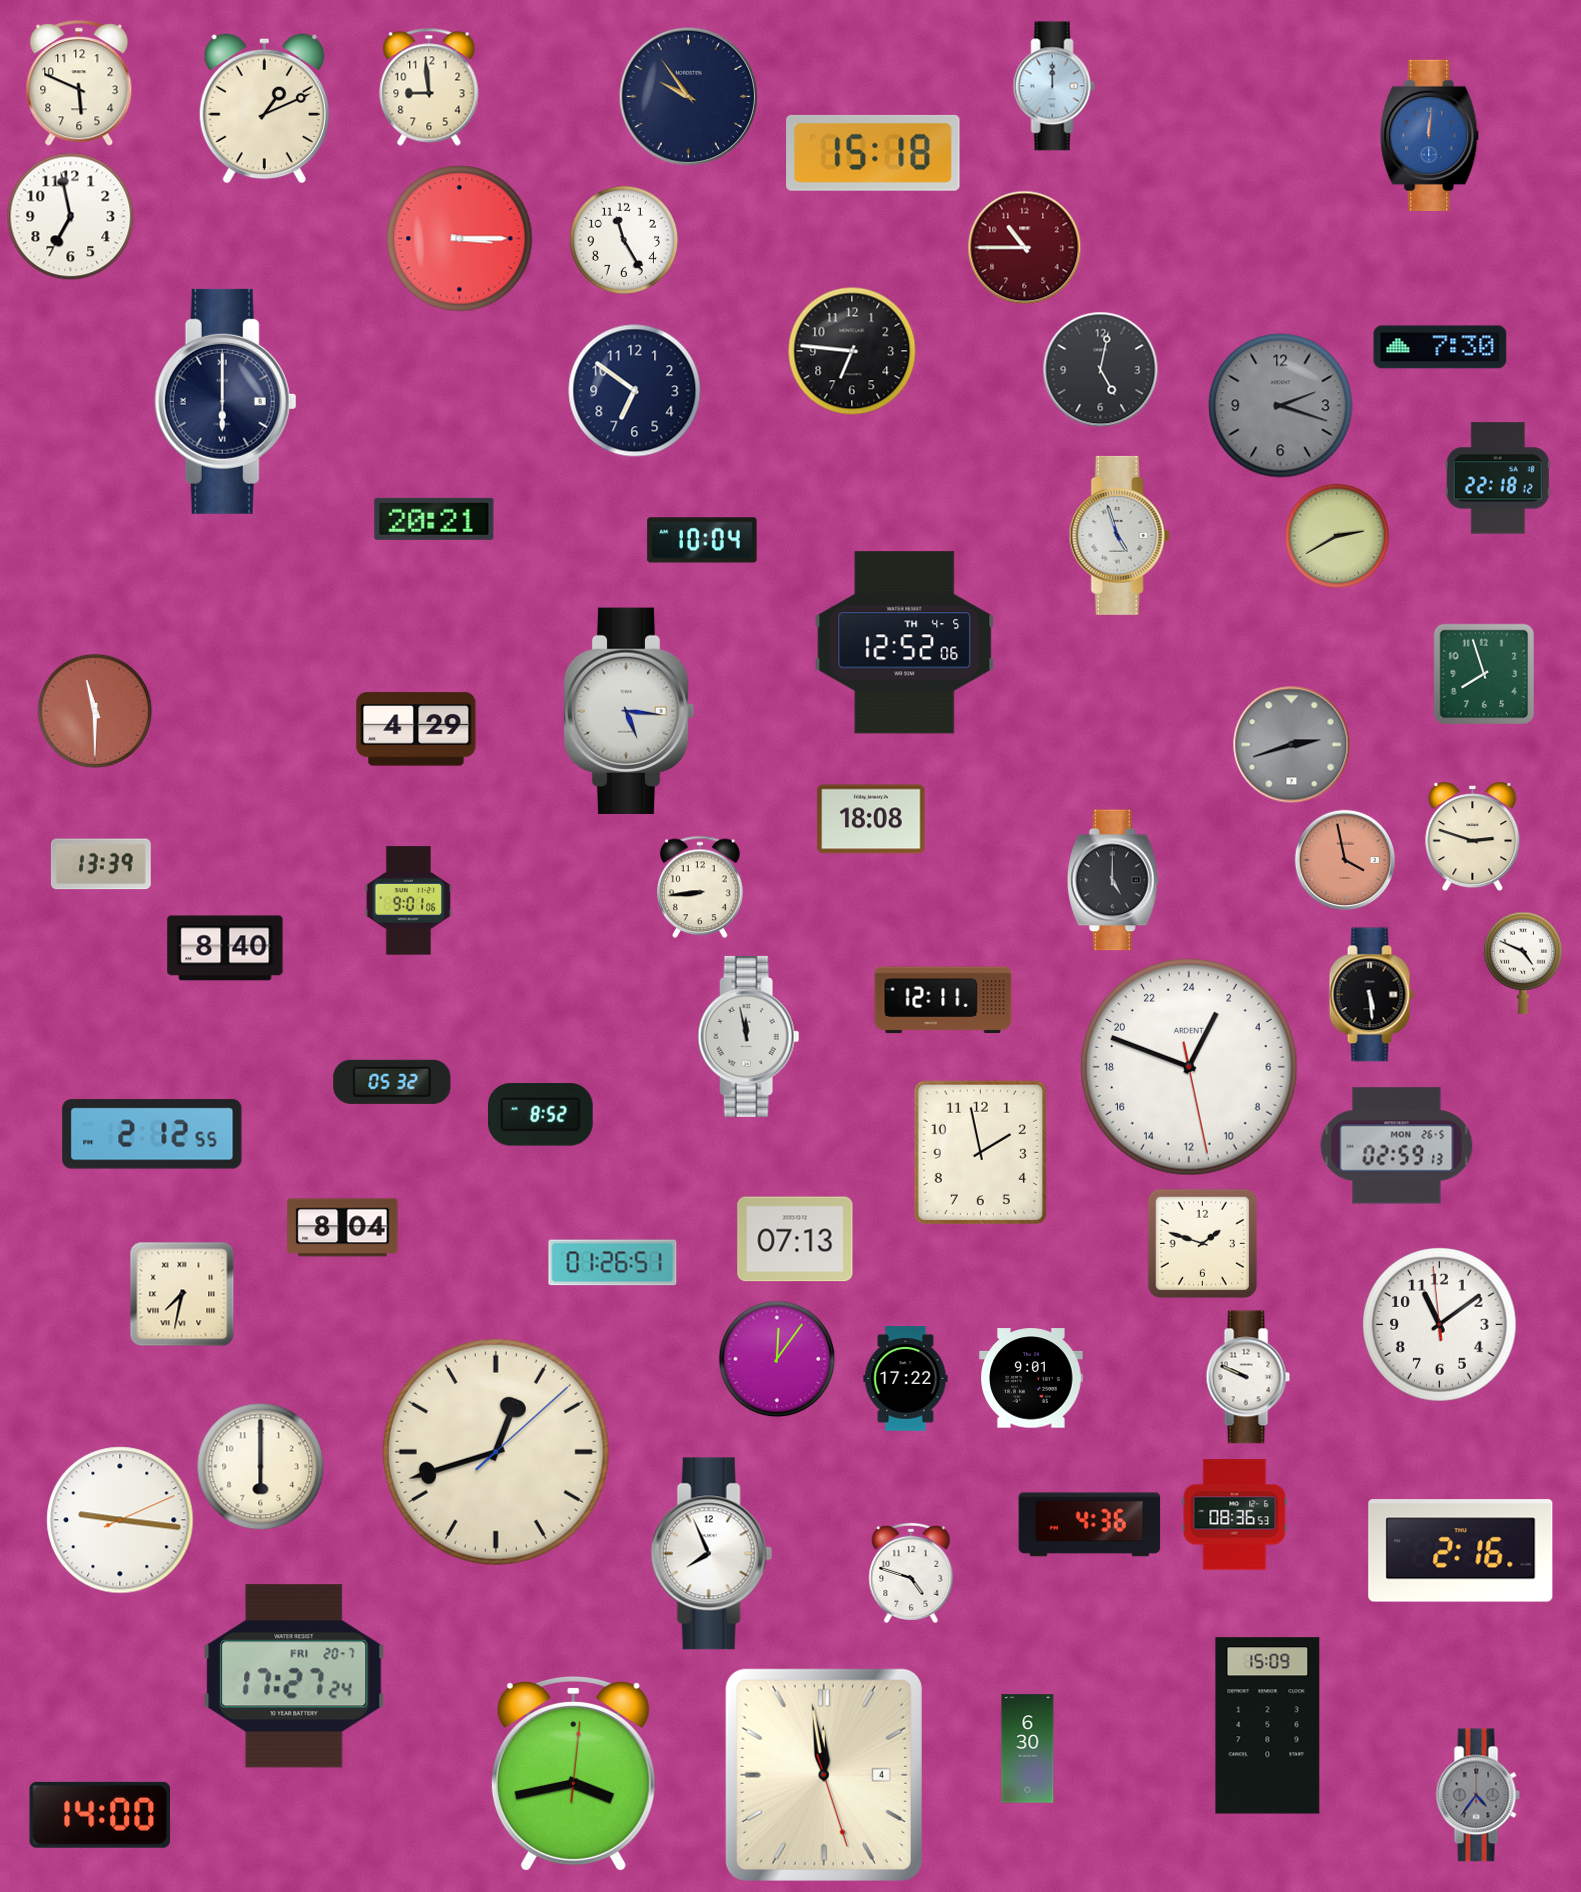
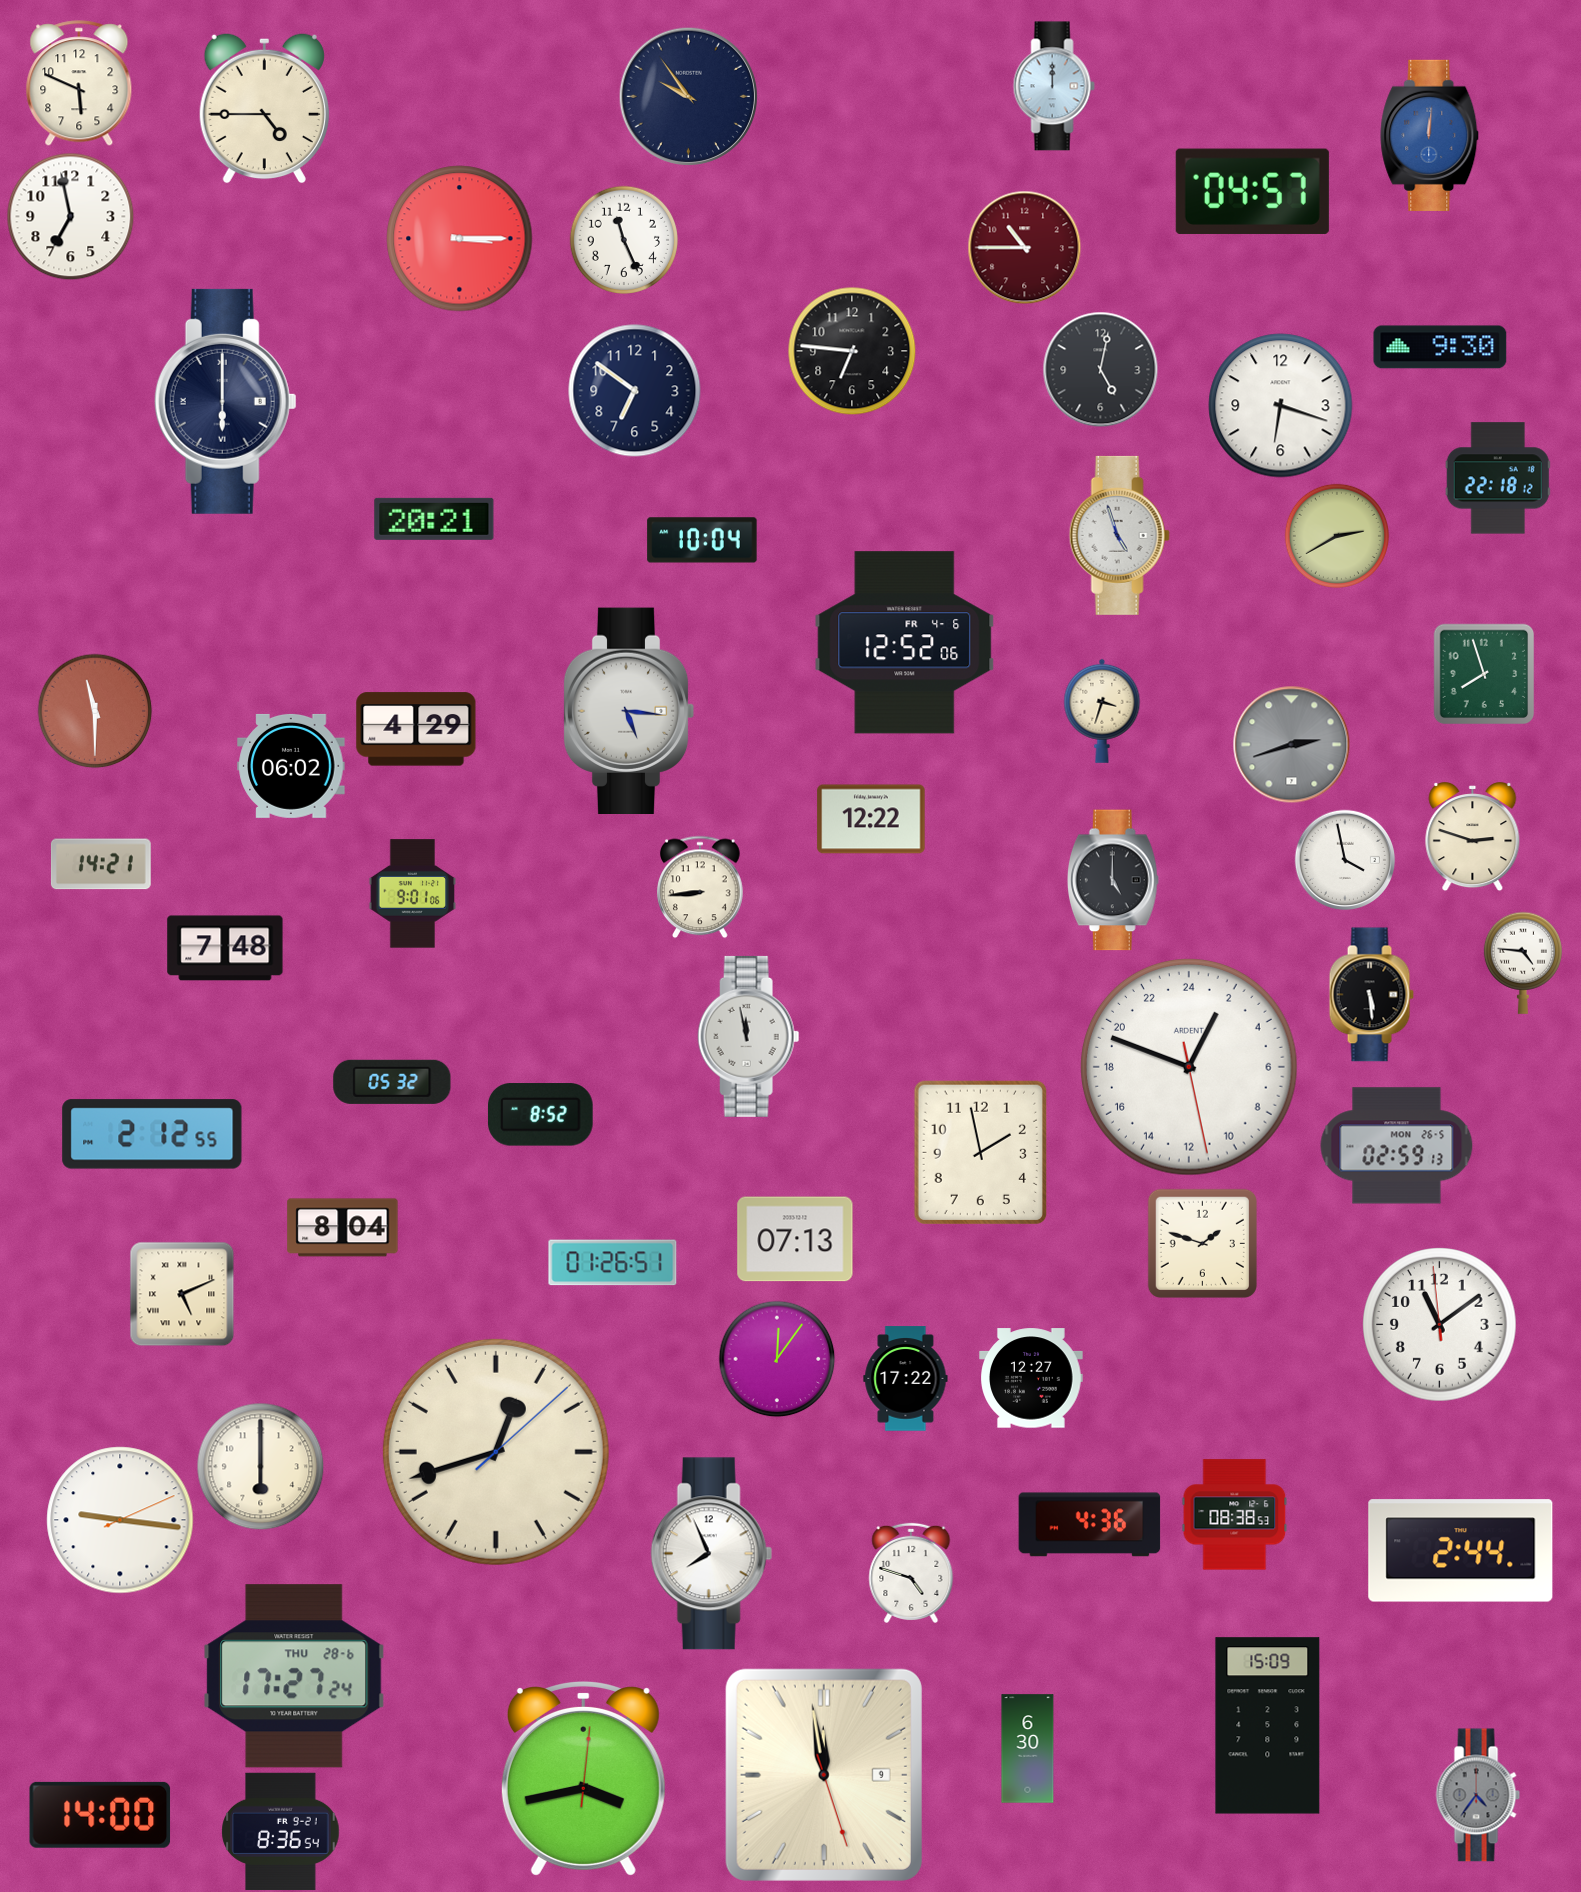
clock at (429, 87): 8:59 -> none
clock at (264, 108): 1:11 -> 4:45
clock at (873, 153): 15:18 -> none
clock at (1252, 191): none -> 04:57
clock at (623, 239): 11:25 -> 11:26
clock at (1440, 347): 7:30 -> 9:30
clock at (1281, 406): 2:18 -> 6:18
clock at (1281, 406) dial: grey -> white
clock at (905, 643) date: TH 4-5 -> FR 4-6
clock at (1102, 711): none -> 3:33
clock at (291, 766): none -> 06:02
clock at (871, 819): 18:08 -> 12:22
clock at (1345, 860) dial: salmon -> white
clock at (101, 864): 13:39 -> 14:21
clock at (409, 901) position: (409, 901) -> (413, 894)
clock at (225, 948): 8:40 -> 7:48
clock at (1523, 963): 4:49 -> 4:46
clock at (943, 1000): 12:11 -> none
clock at (182, 1294): 7:32 -> 5:11
clock at (1248, 1377): 9:49 -> none
clock at (1031, 1378): 9:01 -> 12:27
clock at (1235, 1515): 08:36 -> 08:38
clock at (1461, 1551): 2:16 -> 2:44
clock at (294, 1676) date: FRI 20-7 -> THU 28-6
clock at (573, 1774) position: (573, 1774) -> (583, 1779)
clock at (824, 1775) date: 4 -> 9
clock at (281, 1832): none -> 8:36
